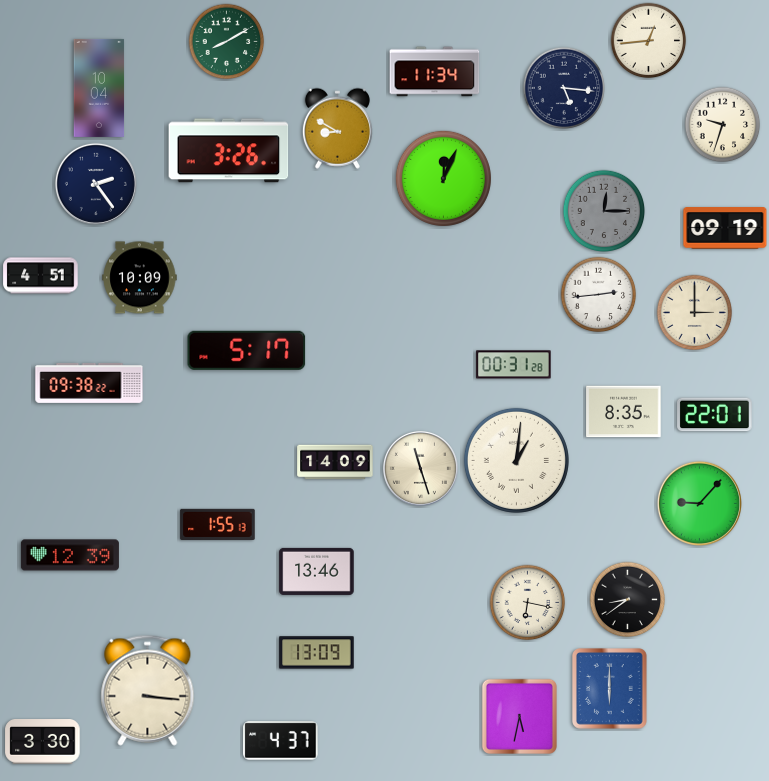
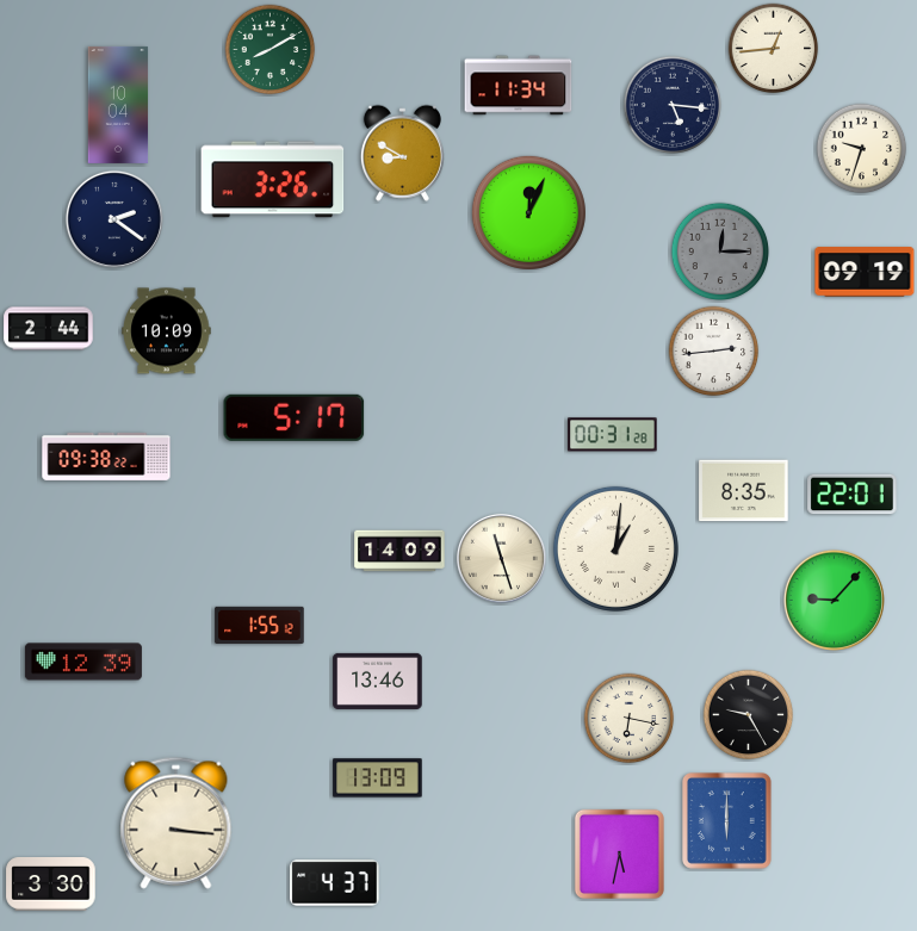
clock at (96, 184): 2:24 -> 2:21
clock at (41, 276): 4:51 -> 2:44
clock at (695, 313): 3:00 -> none
clock at (218, 524): 1:55:13 -> 1:55:12
clock at (628, 600): 8:39 -> 9:25
